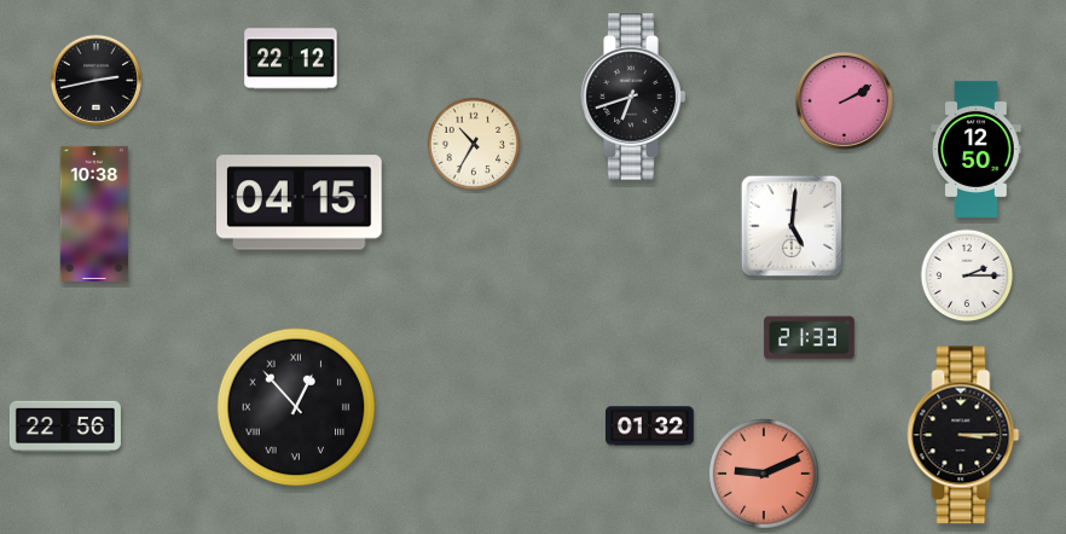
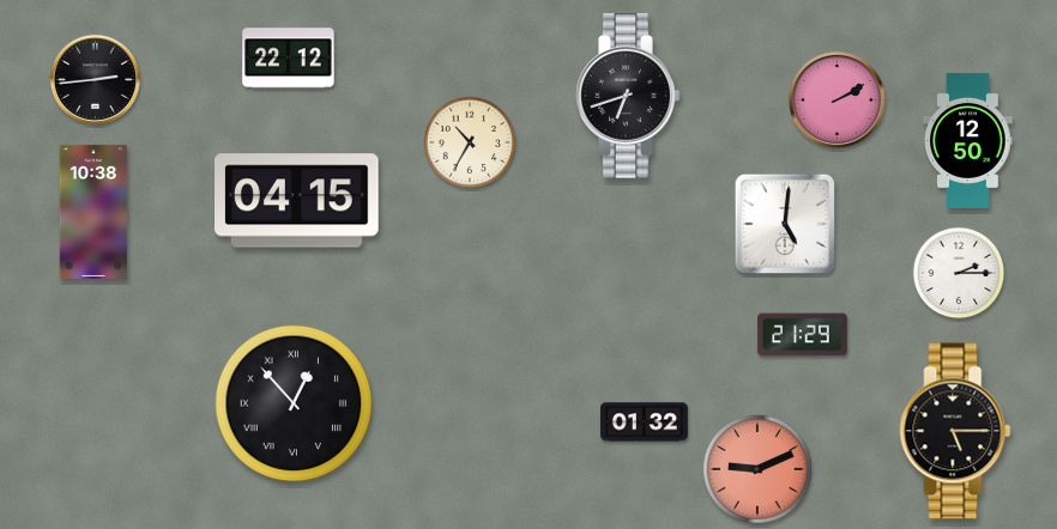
clock at (95, 80): 2:43 -> 2:44
clock at (977, 149) position: (977, 149) -> (968, 140)
clock at (810, 338): 21:33 -> 21:29
clock at (65, 426): 22:56 -> none
clock at (963, 435): 3:15 -> 5:15
